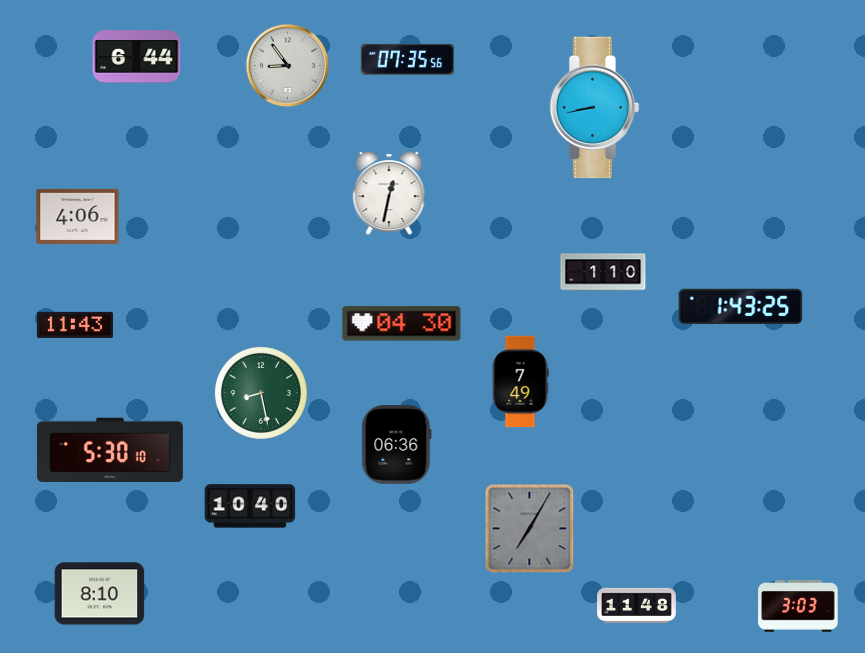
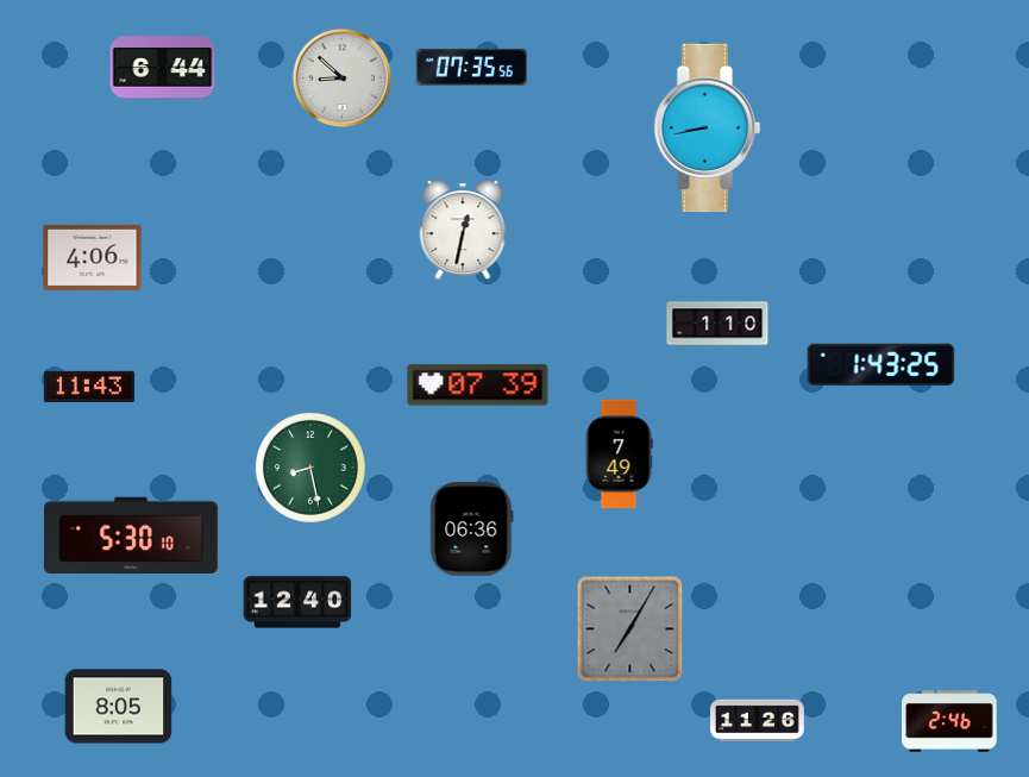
clock at (407, 59) position: (407, 59) -> (471, 67)
clock at (288, 66): 8:54 -> 8:52
clock at (402, 324): 04:30 -> 07:39
clock at (250, 506): 10:40 -> 12:40
clock at (100, 594): 8:10 -> 8:05
clock at (637, 605): 11:48 -> 11:26
clock at (798, 606): 3:03 -> 2:46
